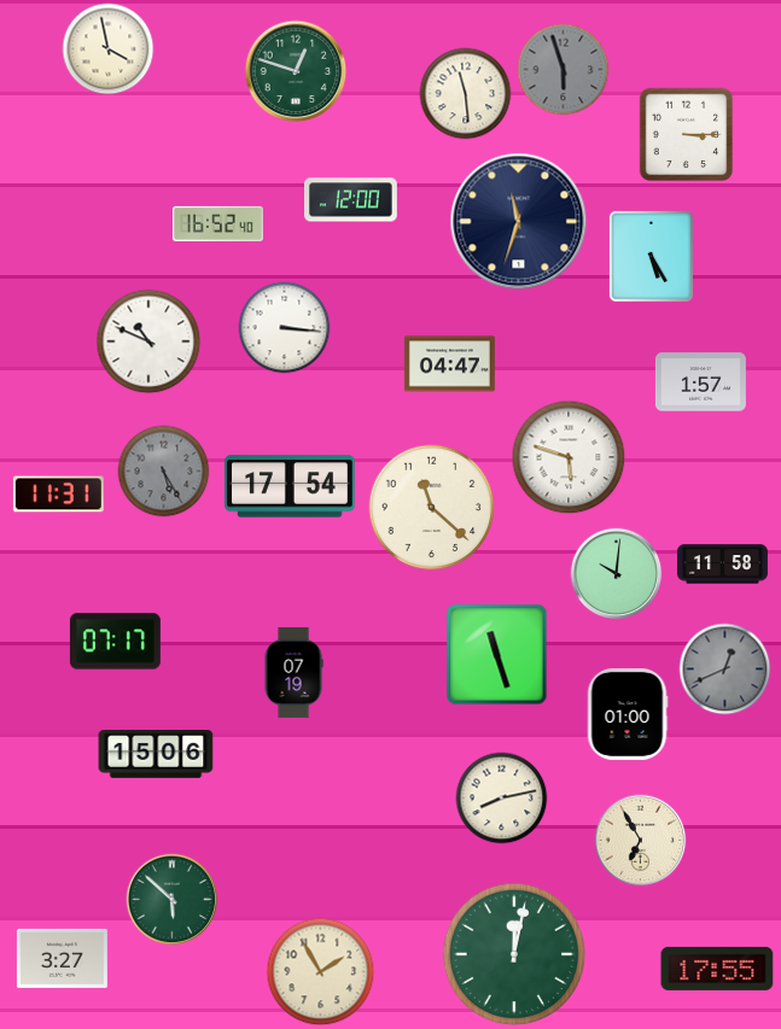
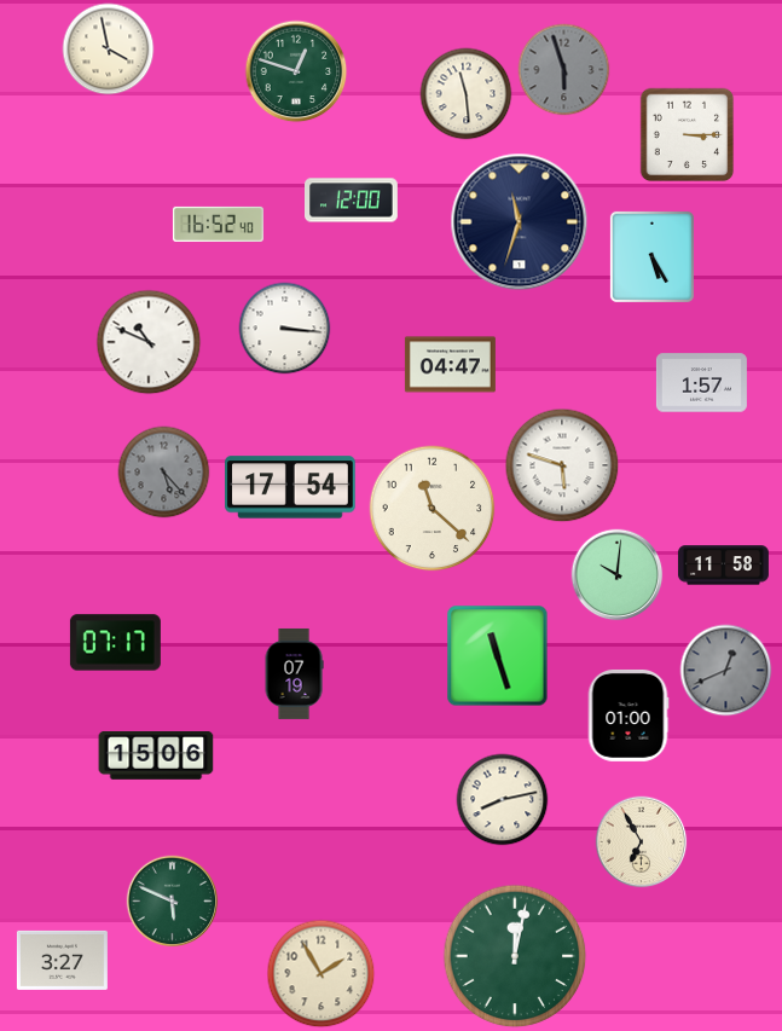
clock at (569, 457) position: (569, 457) -> (562, 465)
clock at (164, 472): 5:25 -> 5:23
clock at (58, 495): 11:31 -> none
clock at (173, 900): 5:52 -> 5:49
clock at (717, 969): 17:55 -> none
